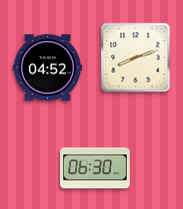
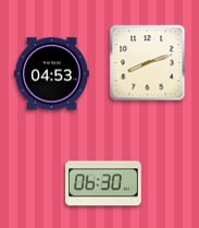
clock at (47, 68): 04:52 -> 04:53
